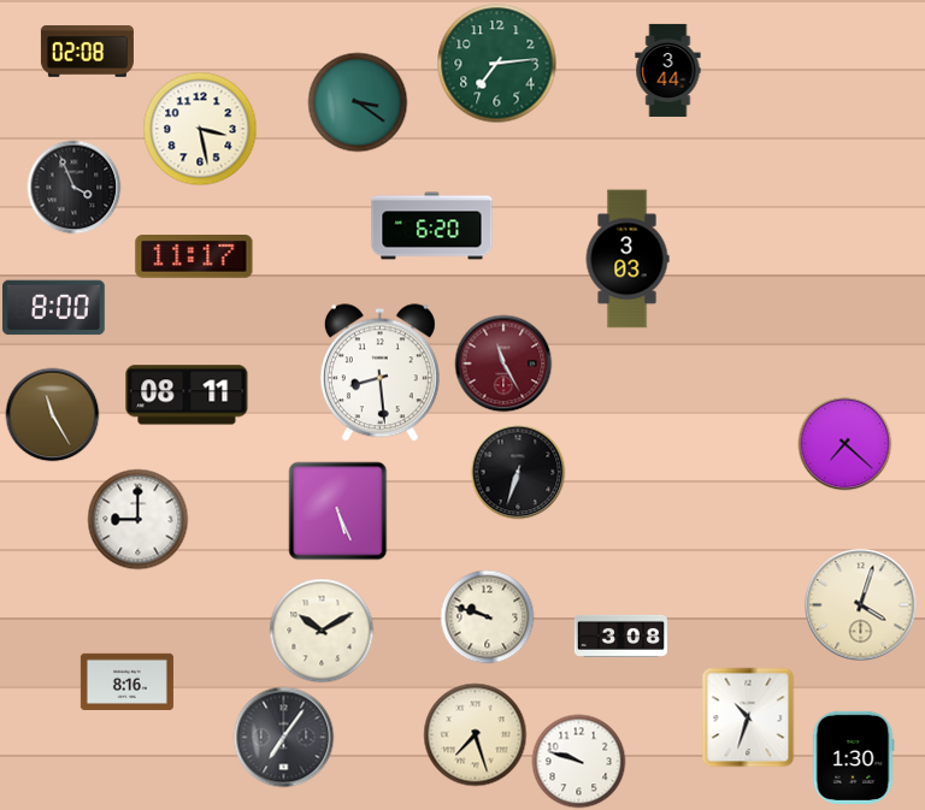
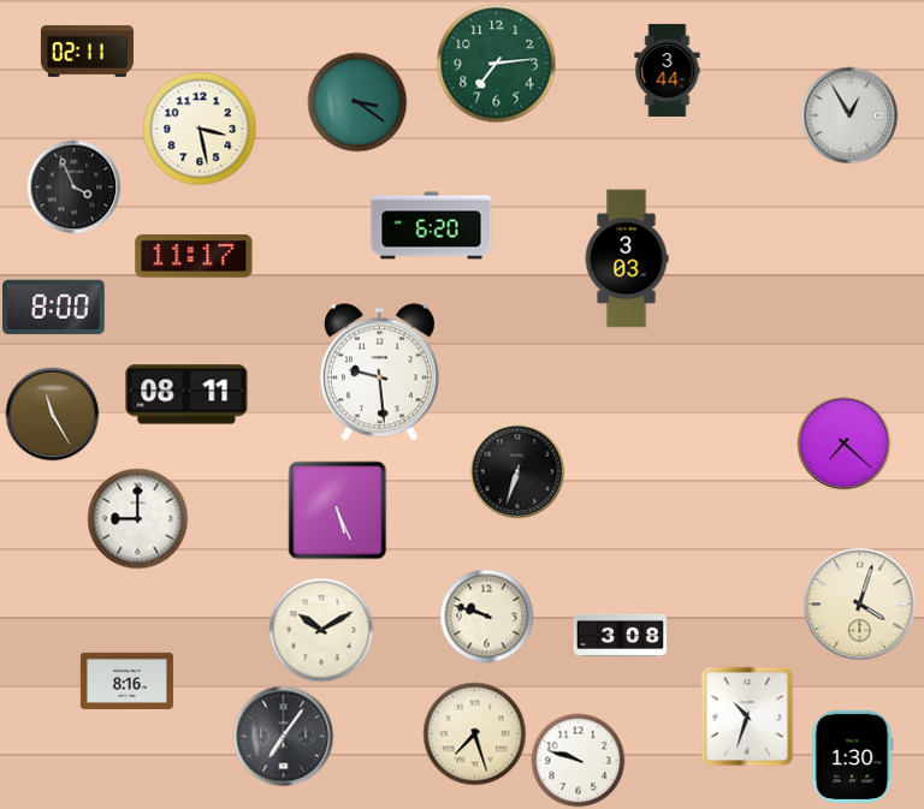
clock at (87, 52): 02:08 -> 02:11
clock at (849, 115): none -> 12:55
clock at (503, 363): 11:25 -> none
clock at (379, 373): 8:29 -> 9:29
